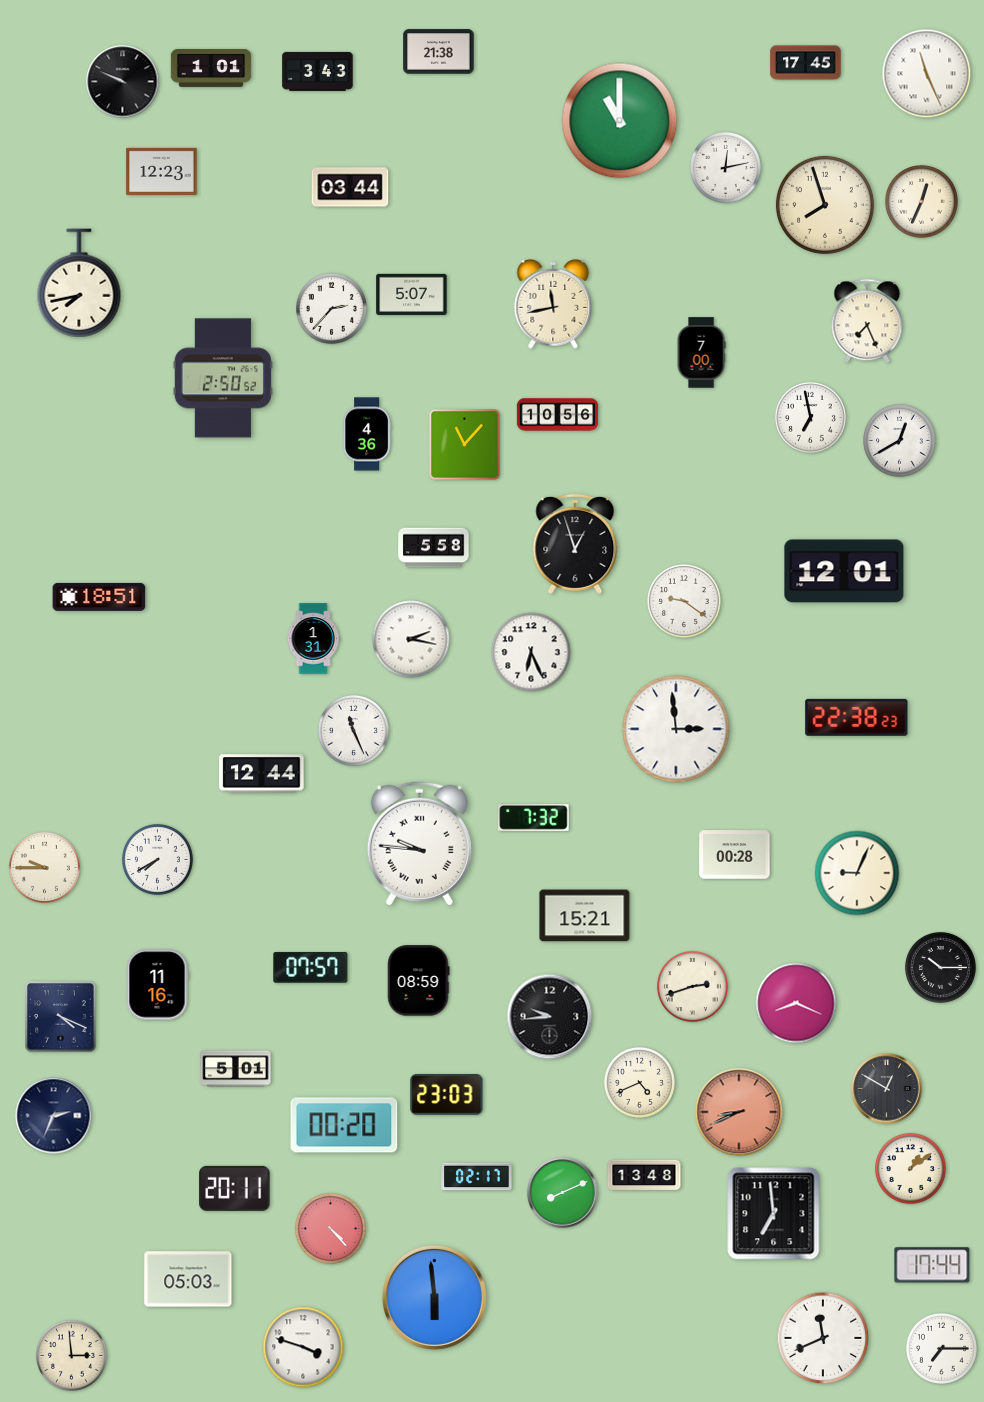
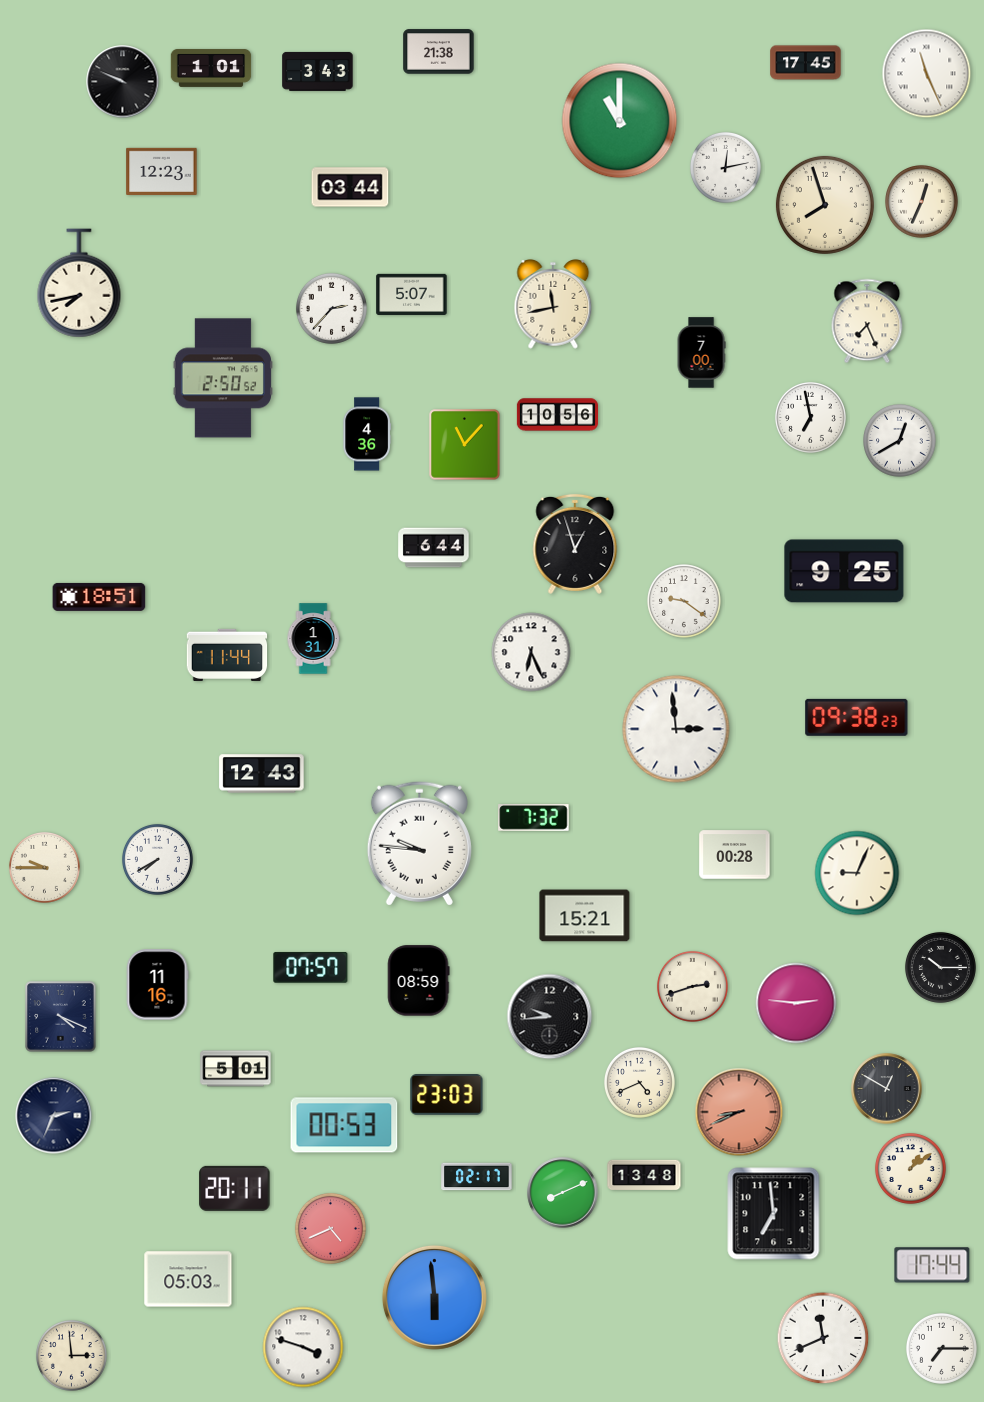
clock at (434, 548): 5:58 -> 6:44
clock at (844, 571): 12:01 -> 9:25
clock at (411, 639): 2:17 -> none
clock at (227, 654): none -> 11:44
clock at (857, 717): 22:38 -> 09:38
clock at (353, 730): 11:26 -> none
clock at (262, 774): 12:44 -> 12:43
clock at (796, 1003): 8:19 -> 2:46
clock at (344, 1125): 00:20 -> 00:53
clock at (330, 1228): 4:23 -> 4:41
